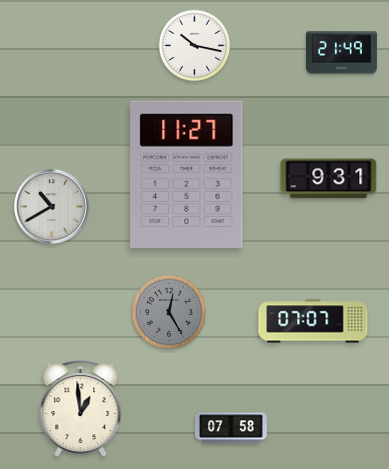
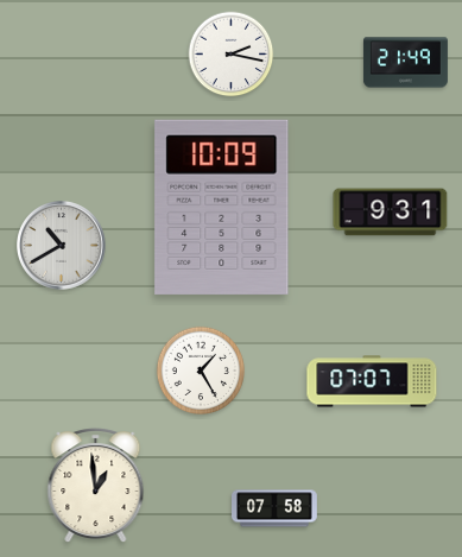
clock at (195, 46): 10:17 -> 2:17
clock at (187, 174): 11:27 -> 10:09
clock at (168, 311): 12:25 -> 1:25
clock at (168, 311) dial: grey -> white
